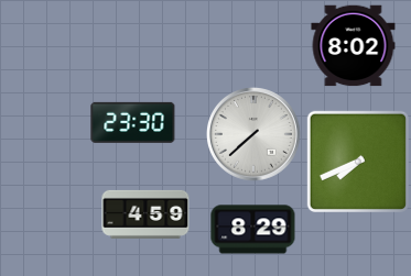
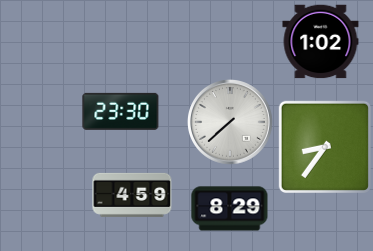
clock at (354, 46): 8:02 -> 1:02
clock at (358, 162): 7:41 -> 8:36
